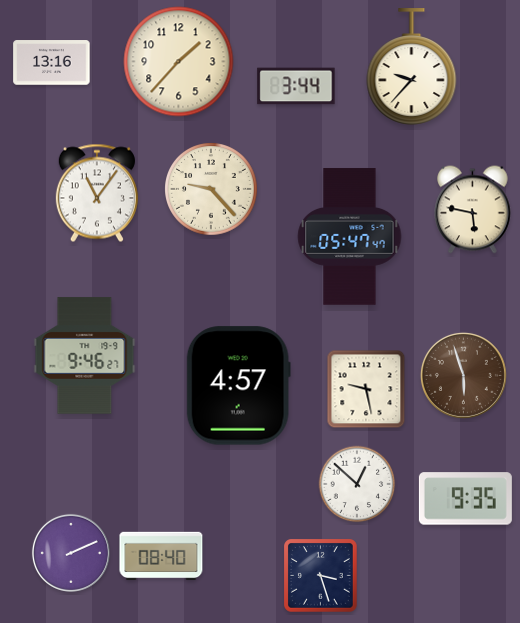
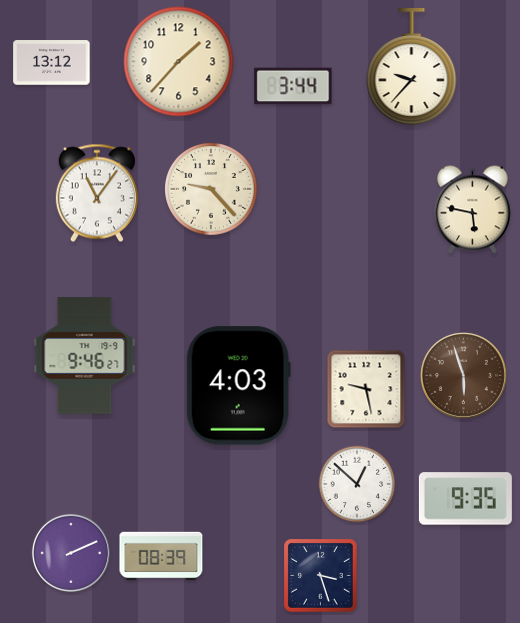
clock at (52, 63): 13:16 -> 13:12
clock at (296, 86) position: (296, 86) -> (293, 86)
clock at (350, 237): 05:47 -> none
clock at (238, 386): 4:57 -> 4:03
clock at (161, 556): 08:40 -> 08:39
